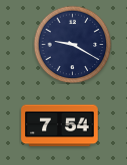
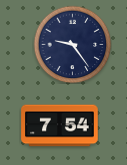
clock at (72, 44): 9:20 -> 9:24
